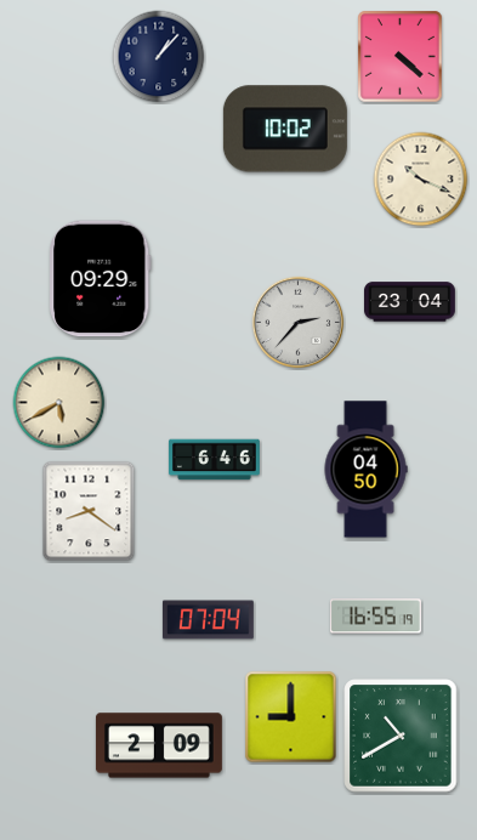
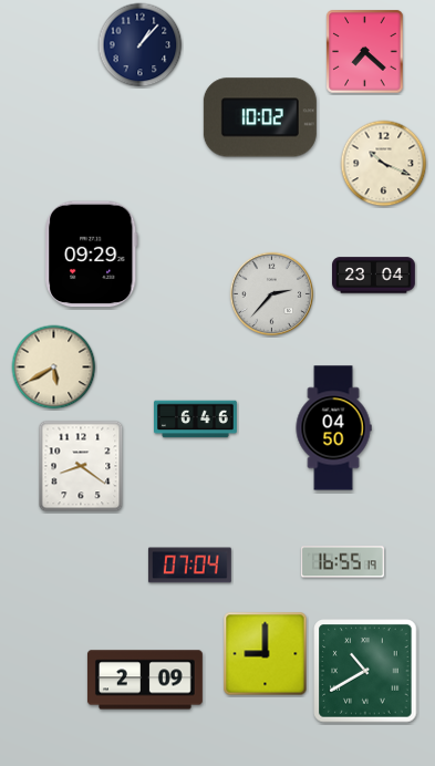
clock at (159, 57) position: (159, 57) -> (141, 45)
clock at (401, 57): 4:22 -> 7:22
